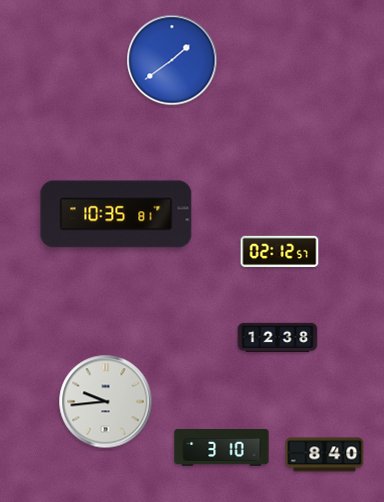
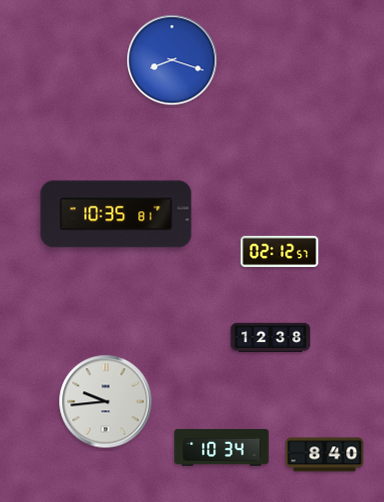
clock at (172, 60): 1:39 -> 8:18
clock at (278, 338) position: (278, 338) -> (271, 338)
clock at (222, 447): 3:10 -> 10:34
